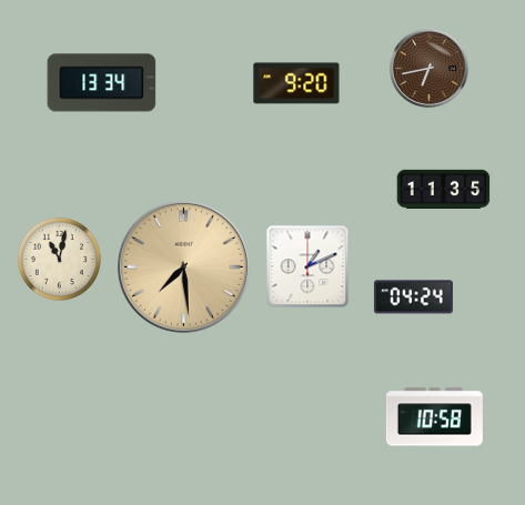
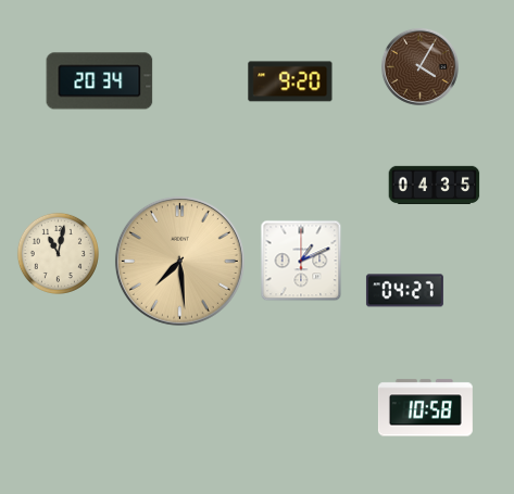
clock at (428, 68): 6:43 -> 4:05
clock at (102, 83): 13:34 -> 20:34
clock at (444, 189): 11:35 -> 04:35
clock at (413, 297): 04:24 -> 04:27
